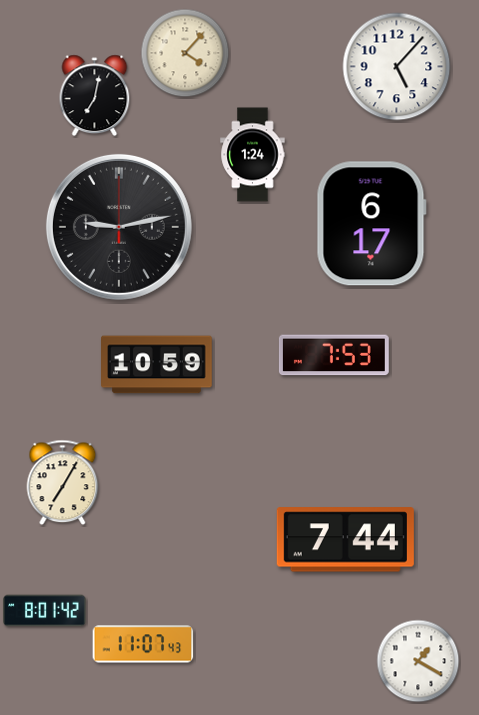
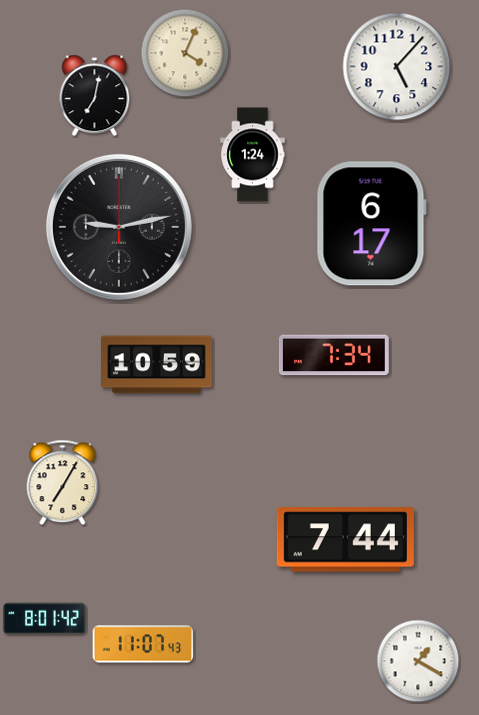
clock at (185, 53): 4:07 -> 4:04
clock at (334, 355): 7:53 -> 7:34
clock at (45, 611) position: (45, 611) -> (45, 619)
